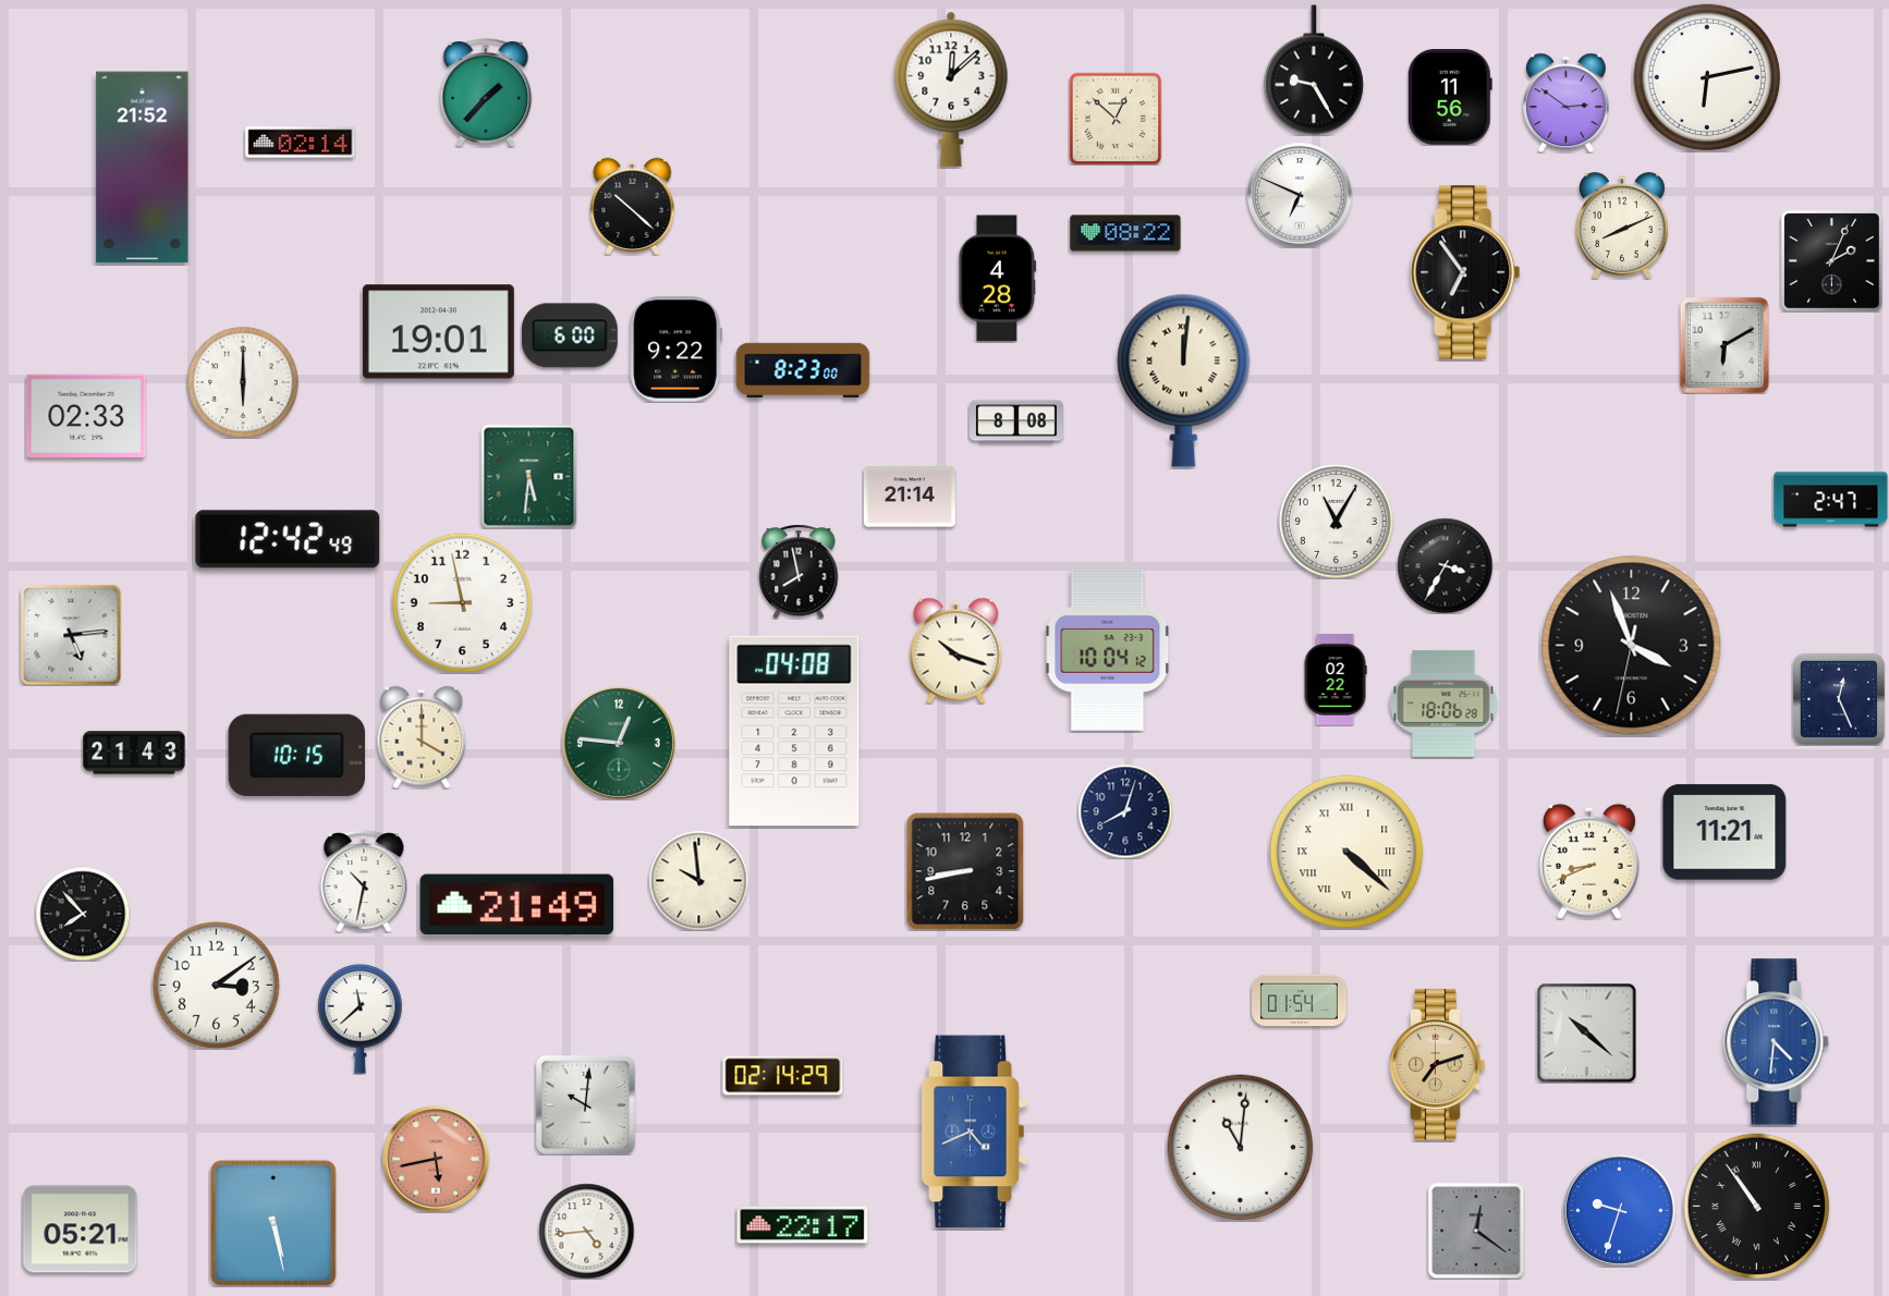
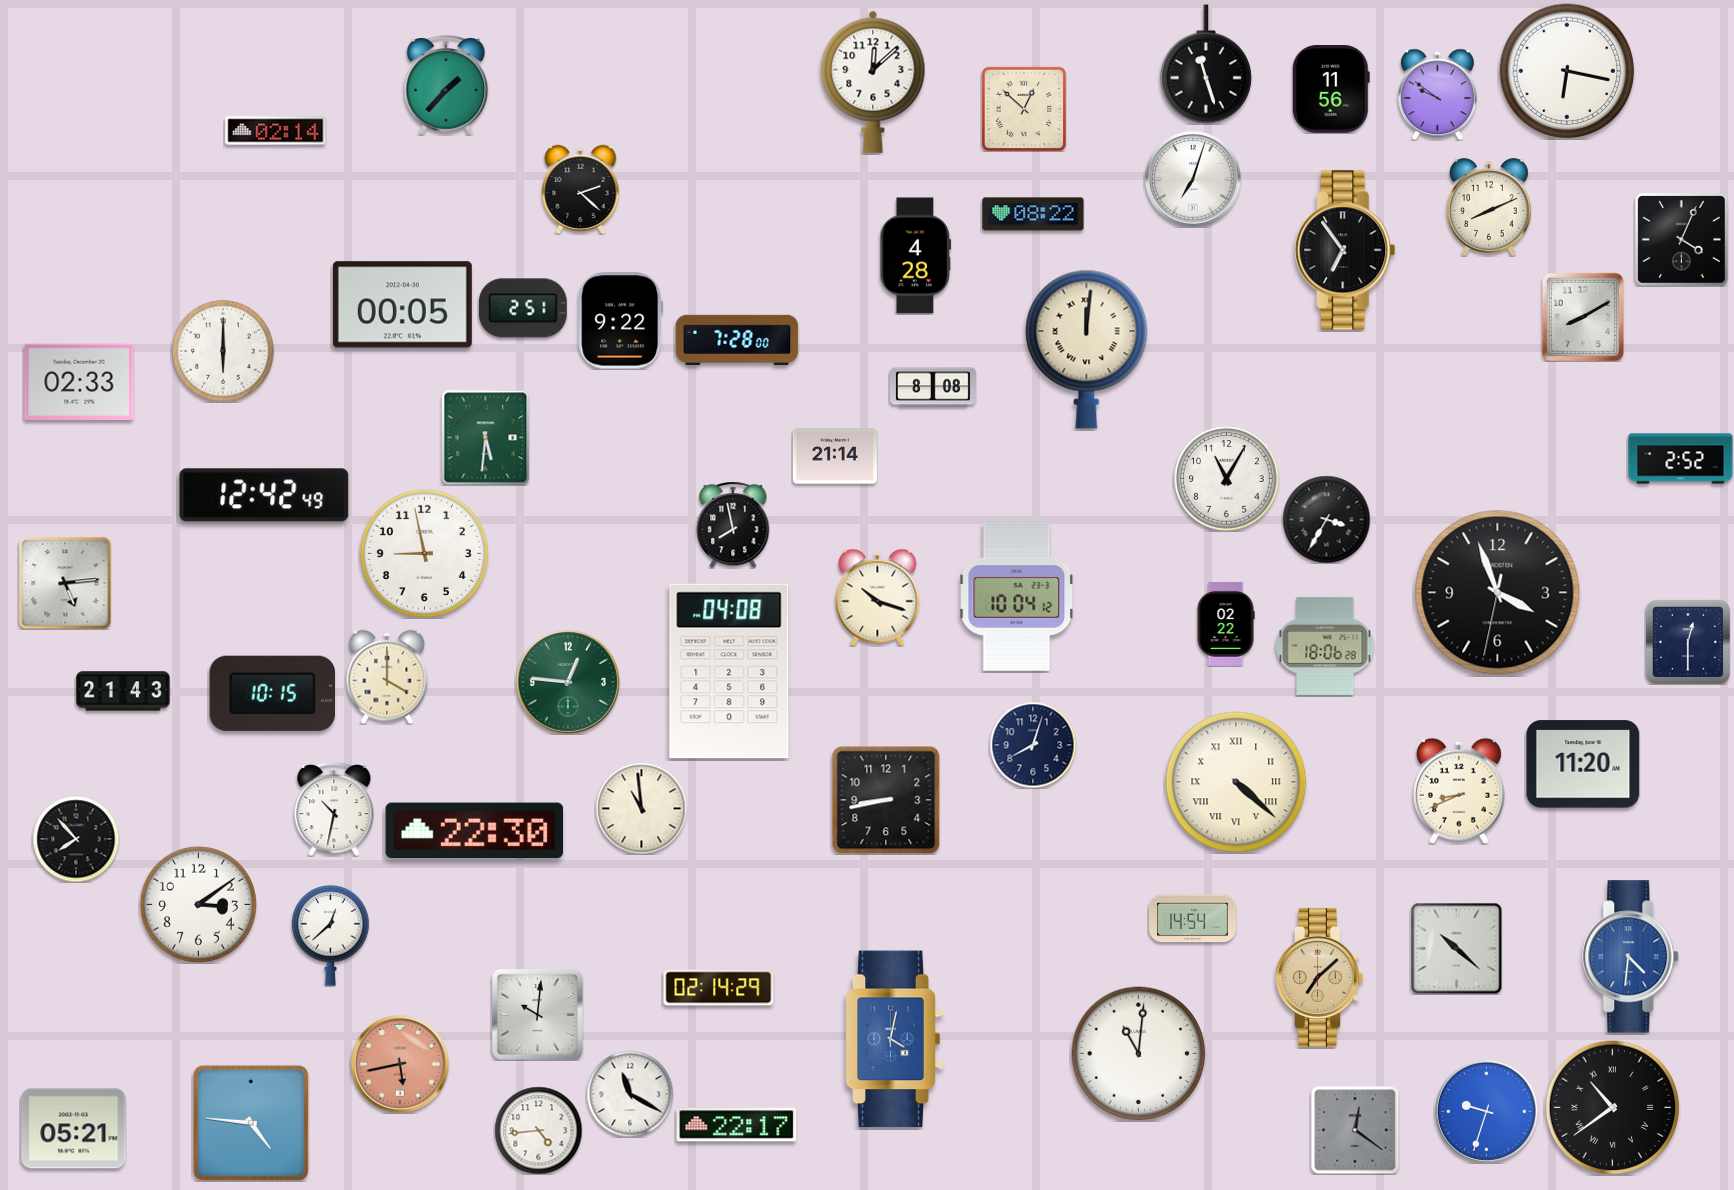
clock at (1314, 70): 9:25 -> 11:27
clock at (1707, 77): 6:13 -> 6:17
clock at (1565, 102): 2:51 -> 9:51
clock at (143, 168): 21:52 -> none
clock at (1300, 195): 6:49 -> 7:03
clock at (633, 206): 10:22 -> 2:22
clock at (1831, 260): 2:04 -> 4:04
clock at (438, 332): 19:01 -> 00:05
clock at (570, 335): 6:00 -> 2:51
clock at (1725, 345): 6:10 -> 8:10
clock at (803, 370): 8:23 -> 7:28
clock at (1831, 500): 2:47 -> 2:52
clock at (1839, 699): 12:26 -> 12:30
clock at (1725, 832): 11:21 -> 11:20
clock at (698, 880): 9:59 -> 10:59
clock at (517, 905): 21:49 -> 22:30
clock at (1300, 1001): 01:54 -> 14:54
clock at (361, 1018): 11:38 -> 12:38
clock at (1438, 1064): 7:12 -> 7:08
clock at (975, 1132): 4:41 -> 4:02
clock at (630, 1094): none -> 11:20
clock at (1757, 1207): 10:54 -> 10:39
clock at (273, 1223): 5:28 -> 4:46
